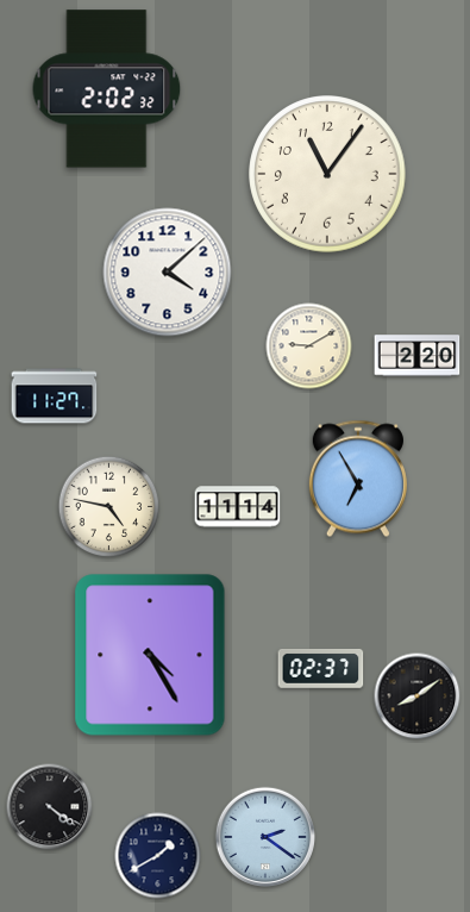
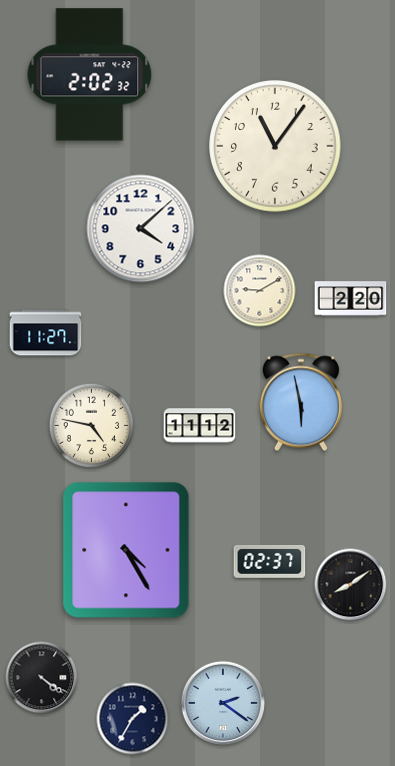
clock at (358, 479): 6:55 -> 5:58
clock at (238, 507): 11:14 -> 11:12
clock at (158, 856): 1:40 -> 1:35
